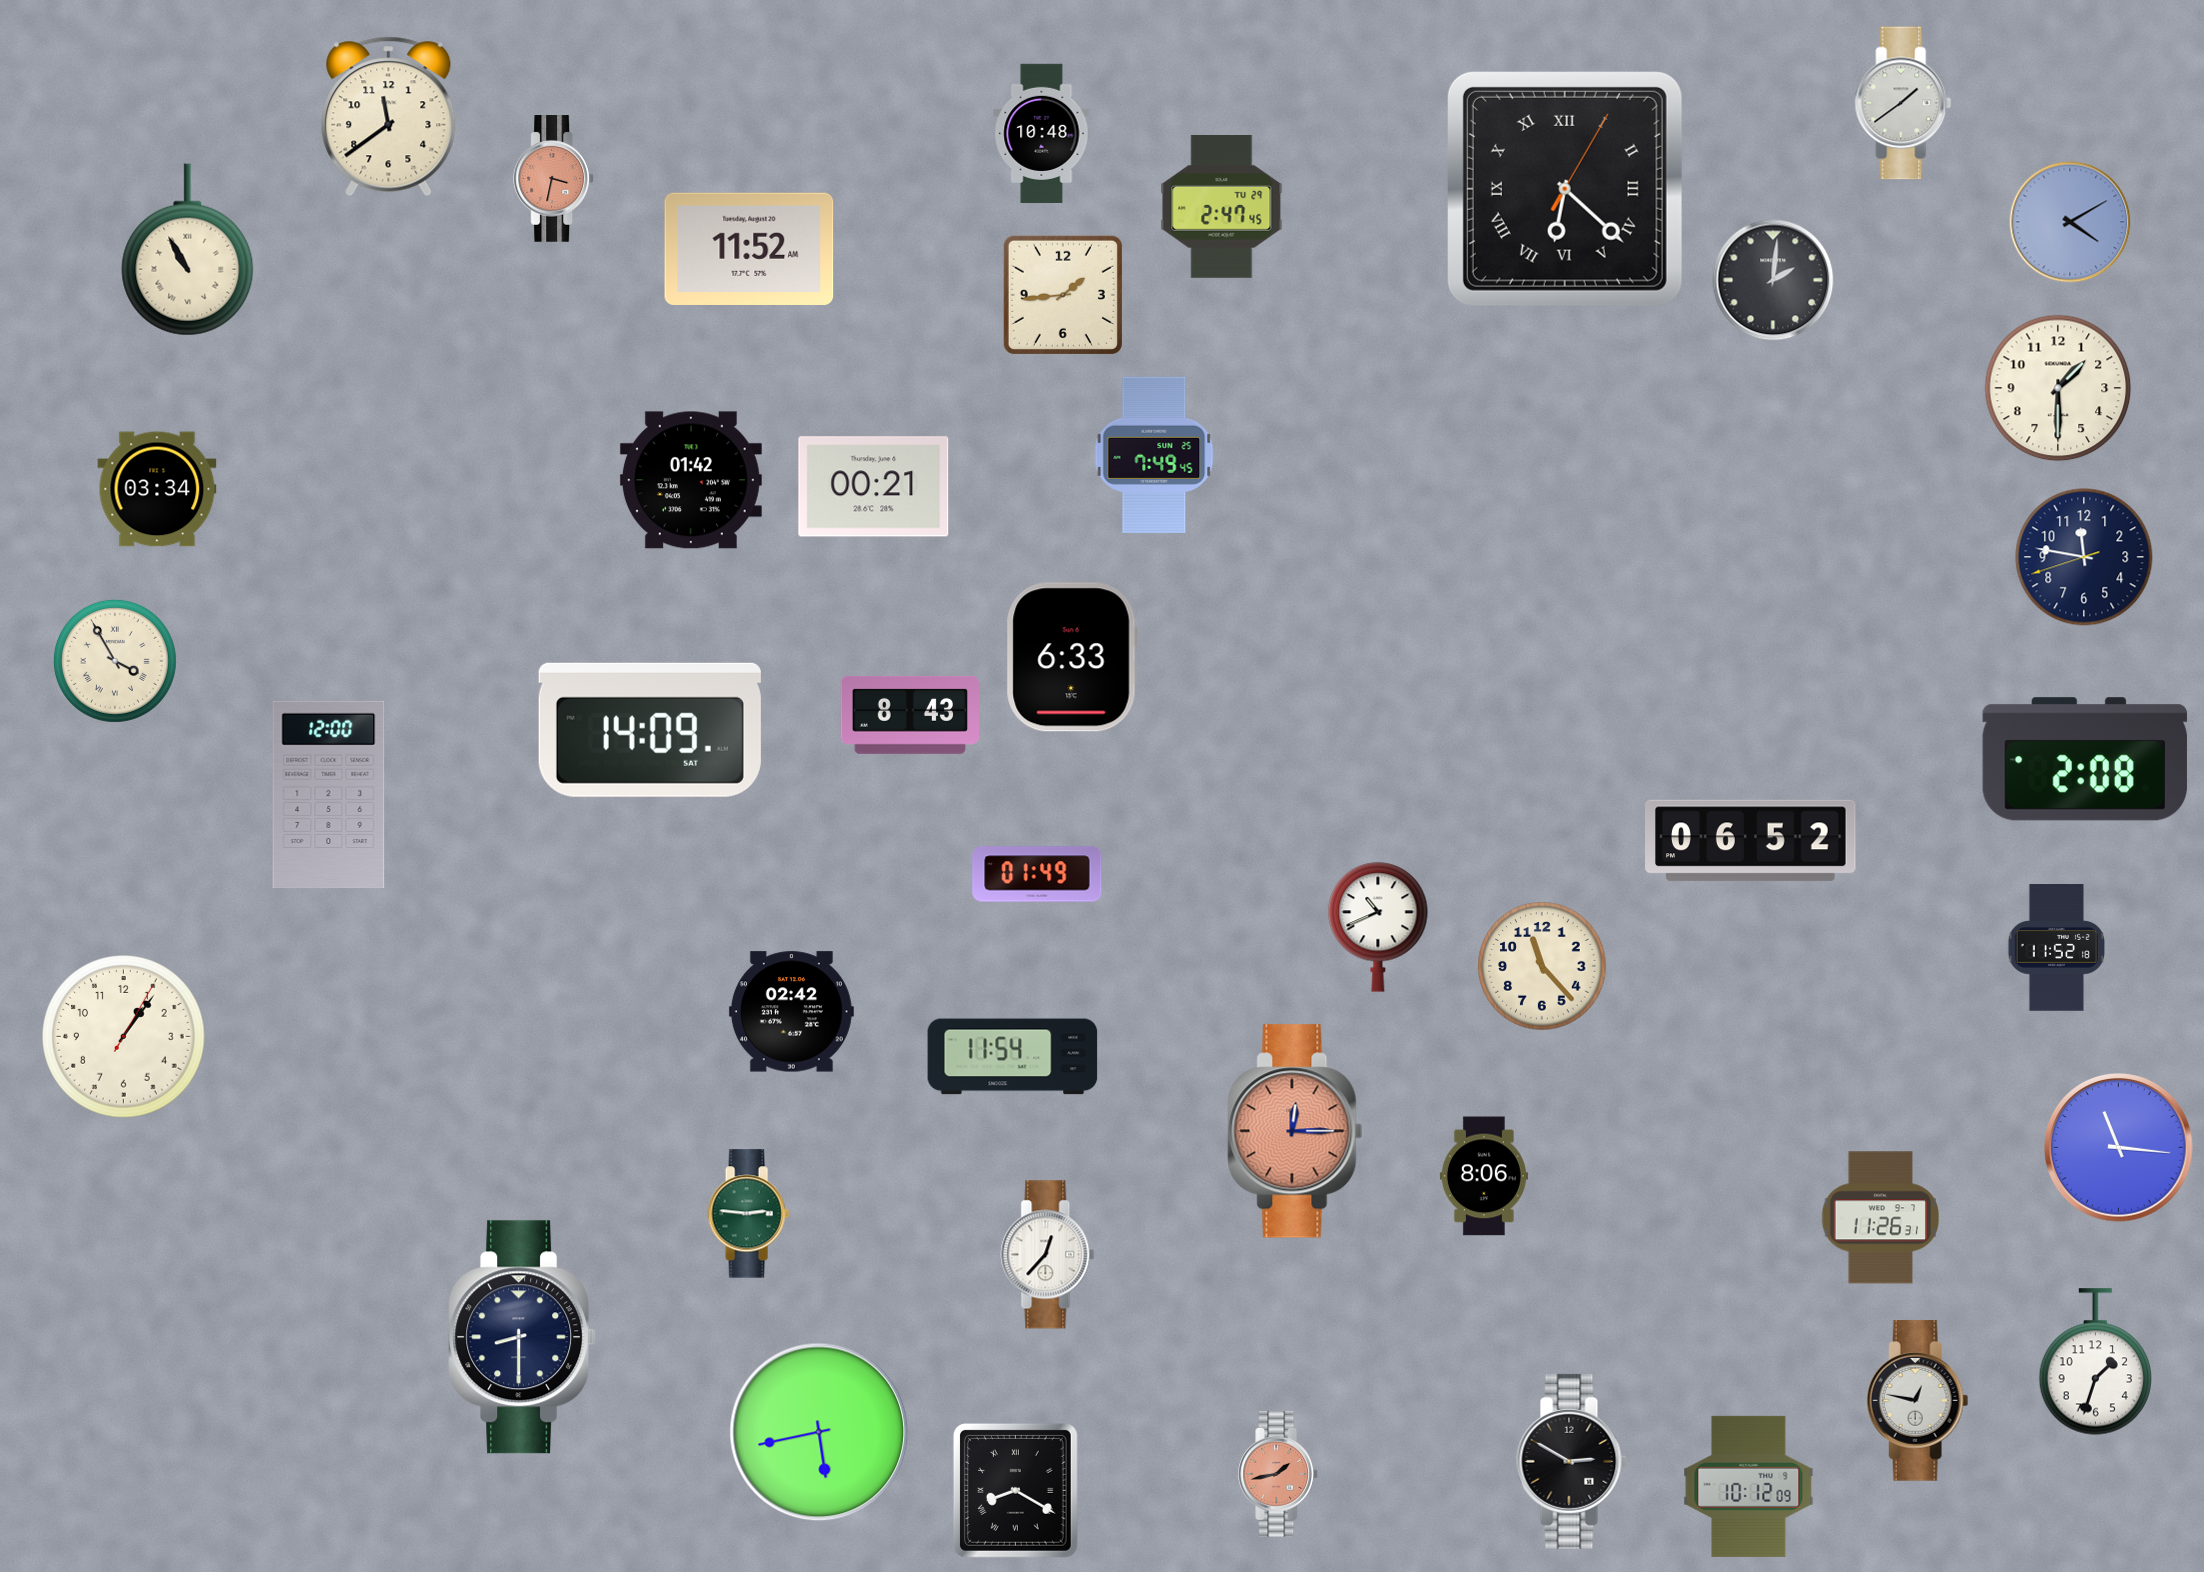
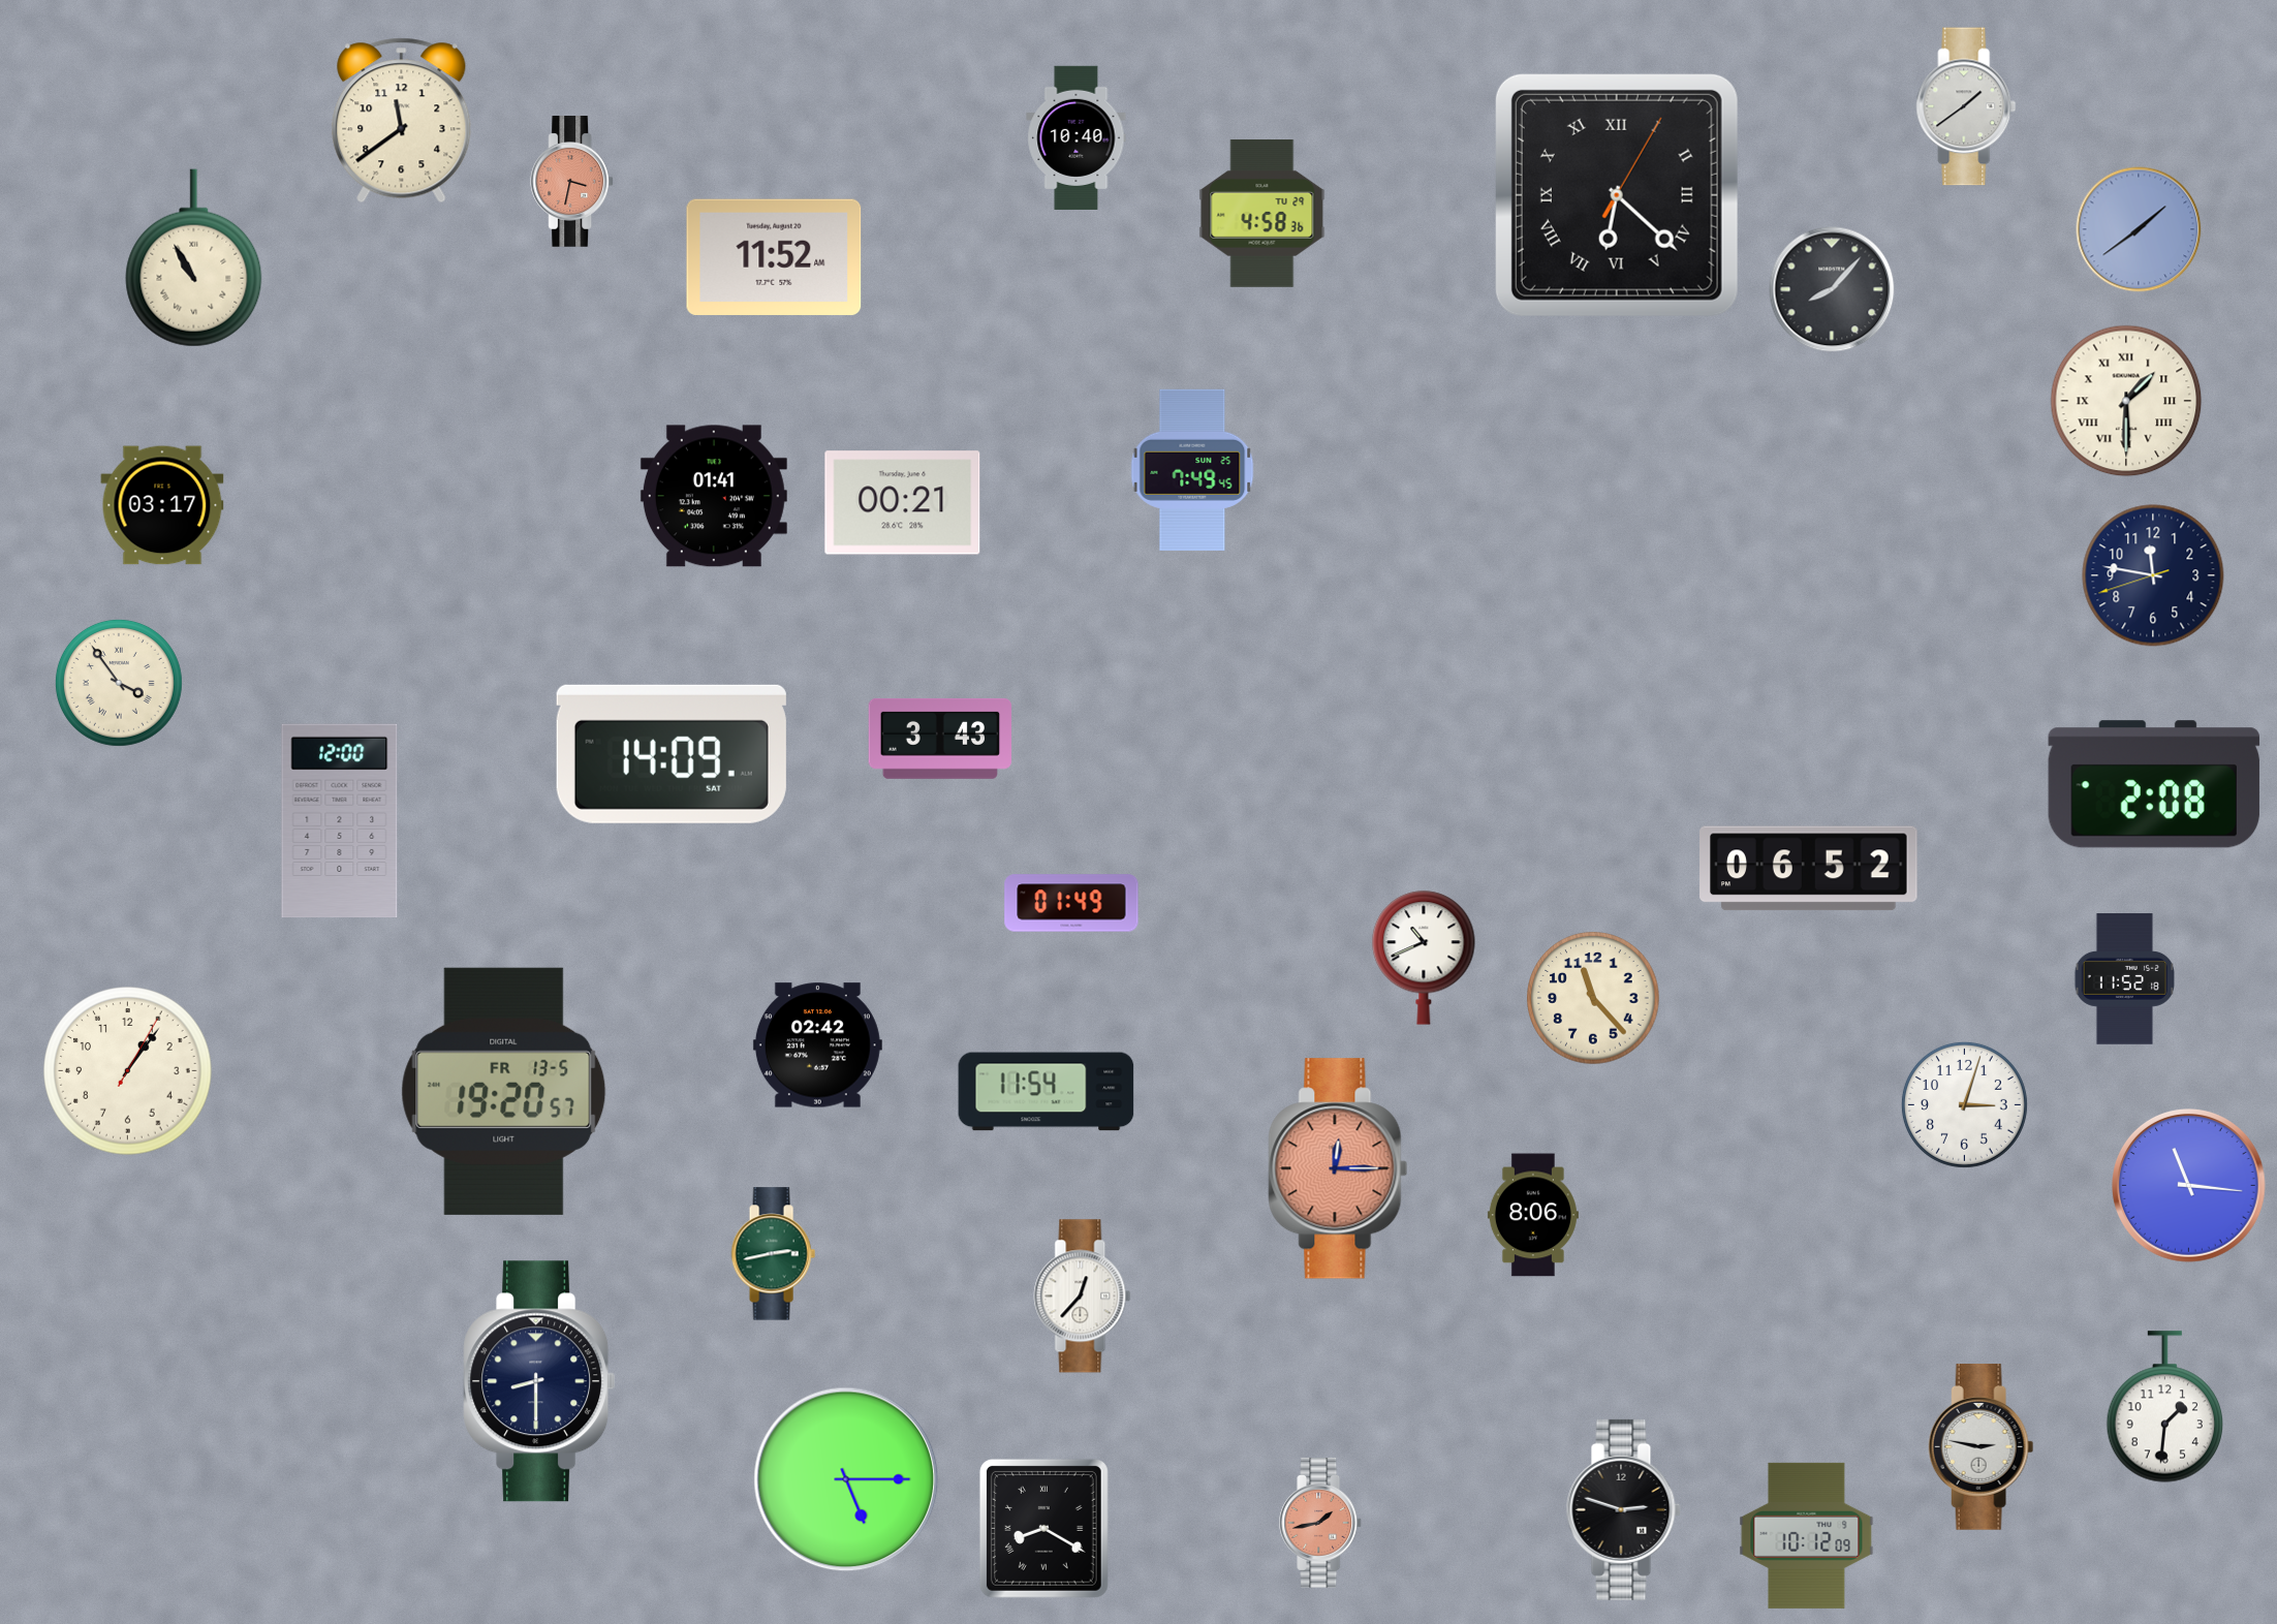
clock at (1042, 133): 10:48 -> 10:40
clock at (554, 179) position: (554, 179) -> (572, 182)
clock at (1222, 206): 2:47 -> 4:58
clock at (2070, 222): 4:10 -> 1:39
clock at (1773, 280): 2:01 -> 8:07
clock at (1063, 295): 1:44 -> none
clock at (2058, 388) numerals: Arabic -> Roman
clock at (691, 480): 01:42 -> 01:41
clock at (157, 489): 03:34 -> 03:17
clock at (1072, 657): 6:33 -> none
clock at (115, 661): 3:55 -> 3:54
clock at (910, 715): 8:43 -> 3:43
clock at (504, 1091): none -> 19:20
clock at (1964, 1104): none -> 3:03
clock at (748, 1214): 2:46 -> 2:43
clock at (1881, 1218): 11:26 -> none
clock at (2096, 1362): 1:33 -> 1:31
clock at (1918, 1401): 12:47 -> 2:47
clock at (819, 1432): 5:43 -> 5:15
clock at (1571, 1461): 2:50 -> 2:48
clock at (1015, 1490) position: (1015, 1490) -> (1043, 1528)
